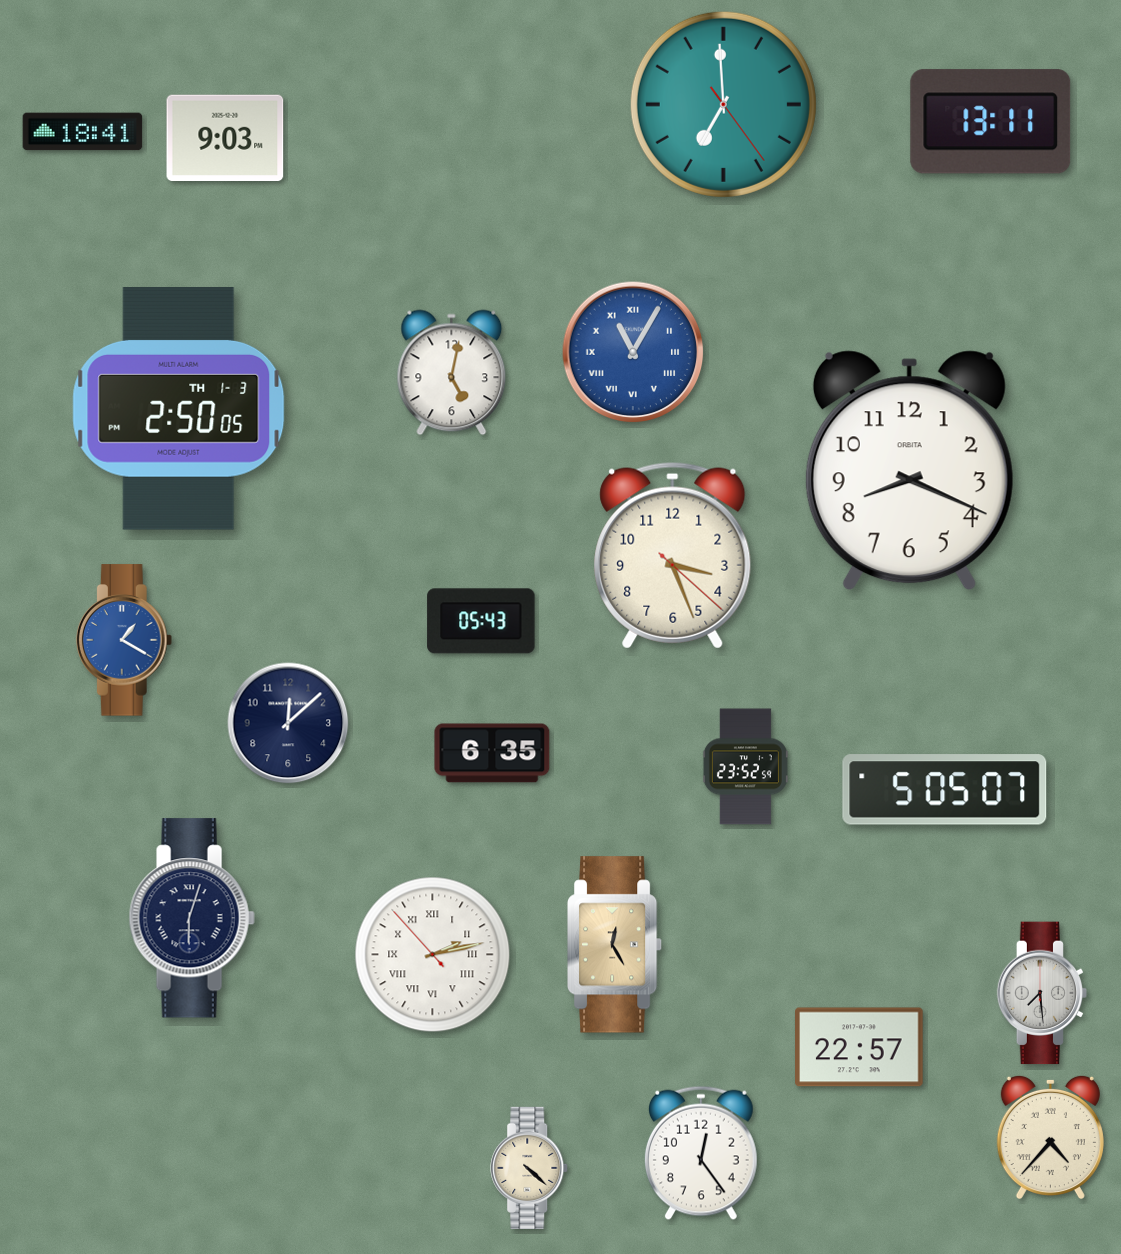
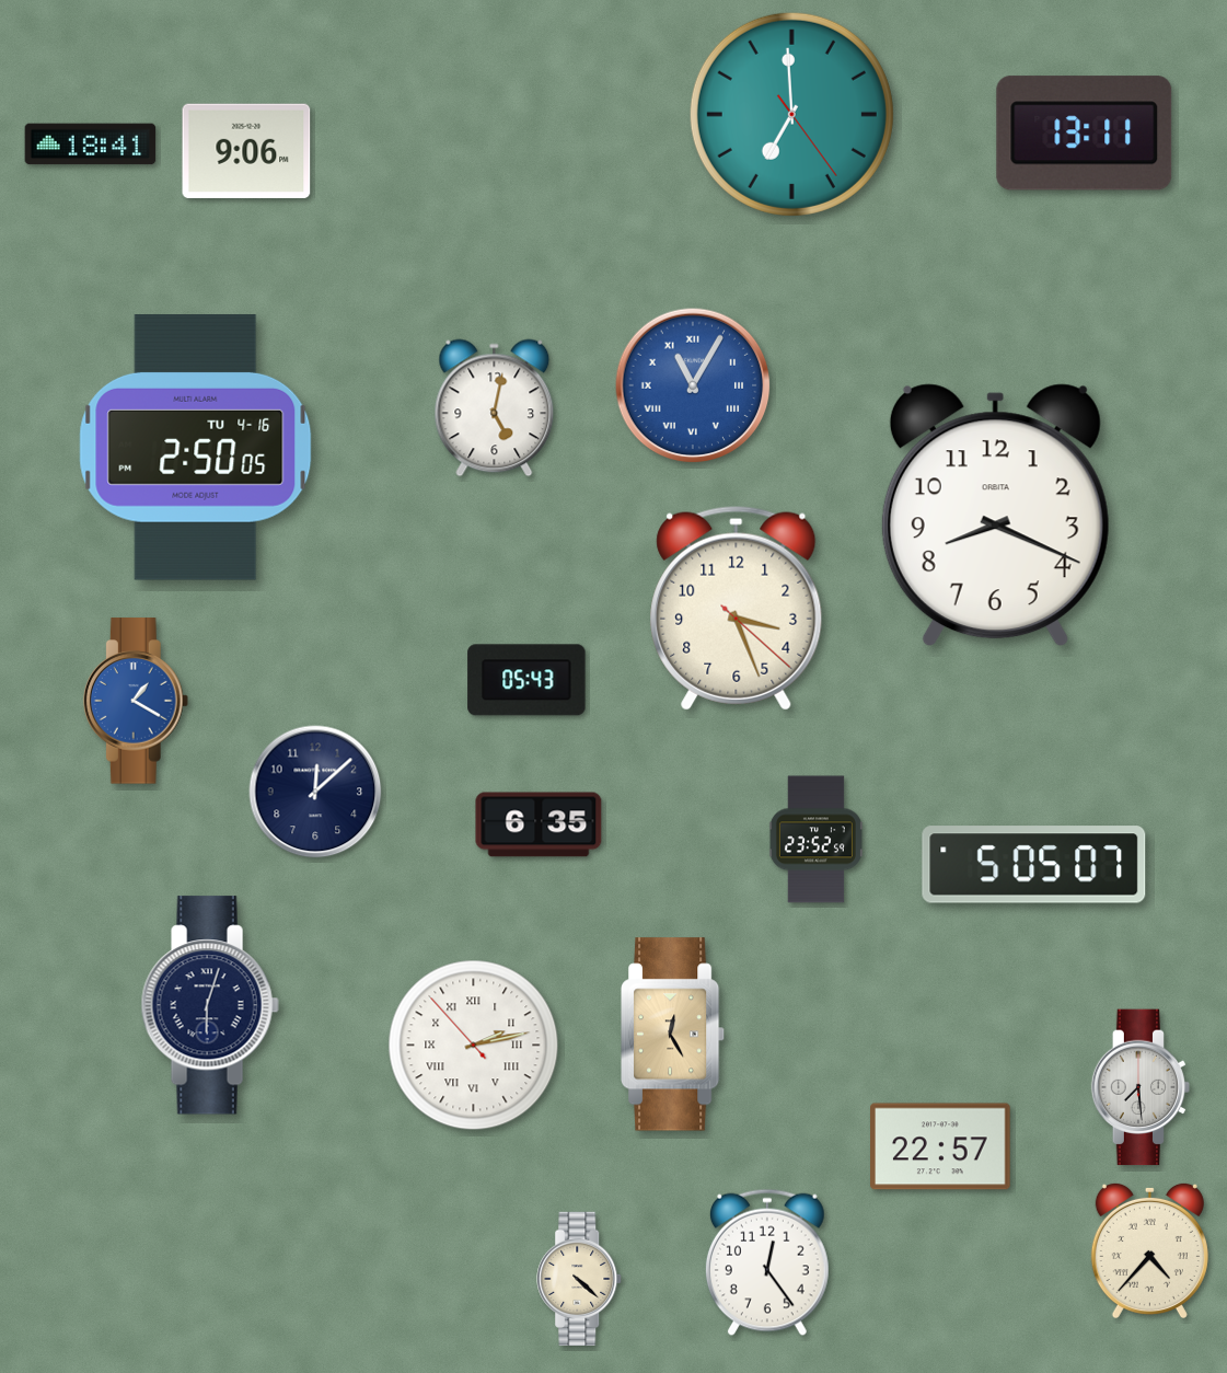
clock at (225, 137): 9:03 -> 9:06
clock at (179, 409) date: TH 1-3 -> TU 4-16
clock at (1050, 1137) position: (1050, 1137) -> (1149, 1250)
